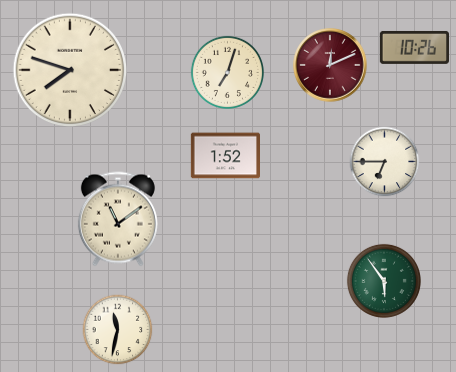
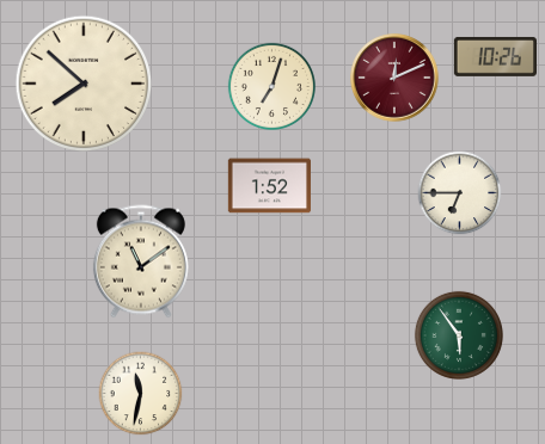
clock at (70, 70): 7:48 -> 7:52
